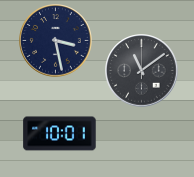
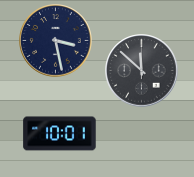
clock at (142, 71): 11:09 -> 11:52
